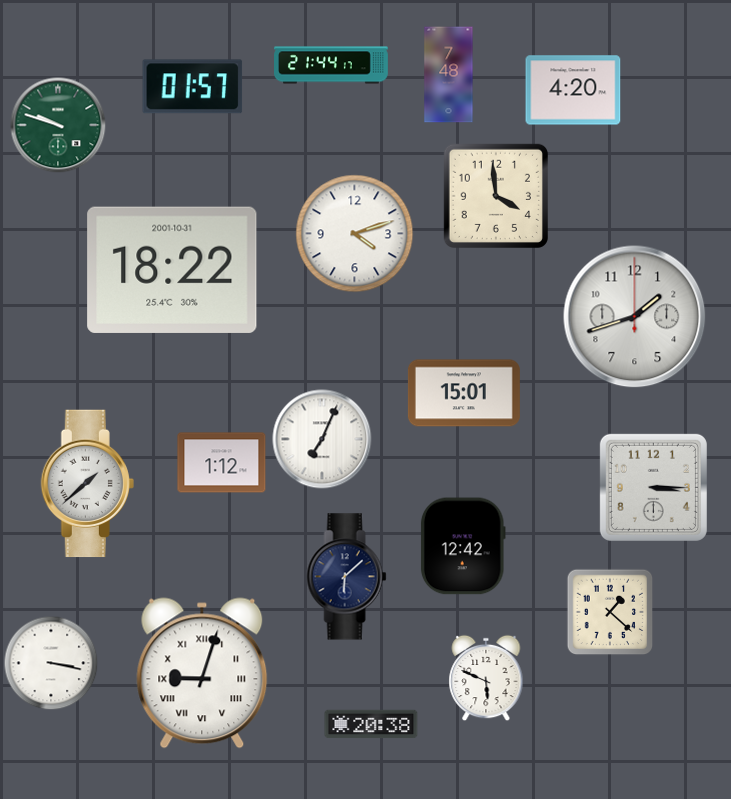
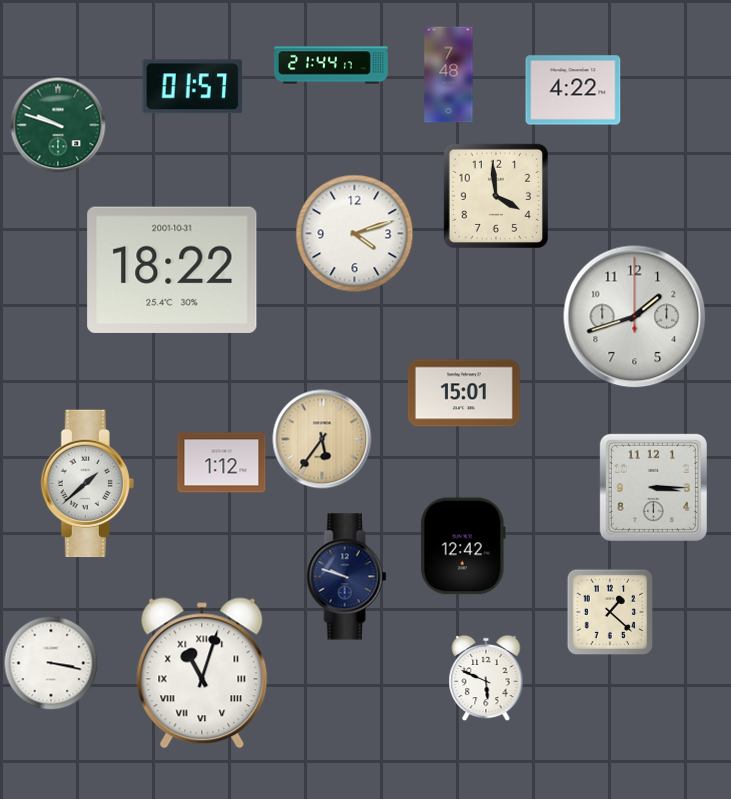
clock at (573, 90): 4:20 -> 4:22
clock at (322, 439): 7:04 -> 5:36
clock at (322, 439) dial: white -> champagne
clock at (347, 577): 6:08 -> 9:48
clock at (202, 673): 9:03 -> 11:03
clock at (371, 724): 20:38 -> none
